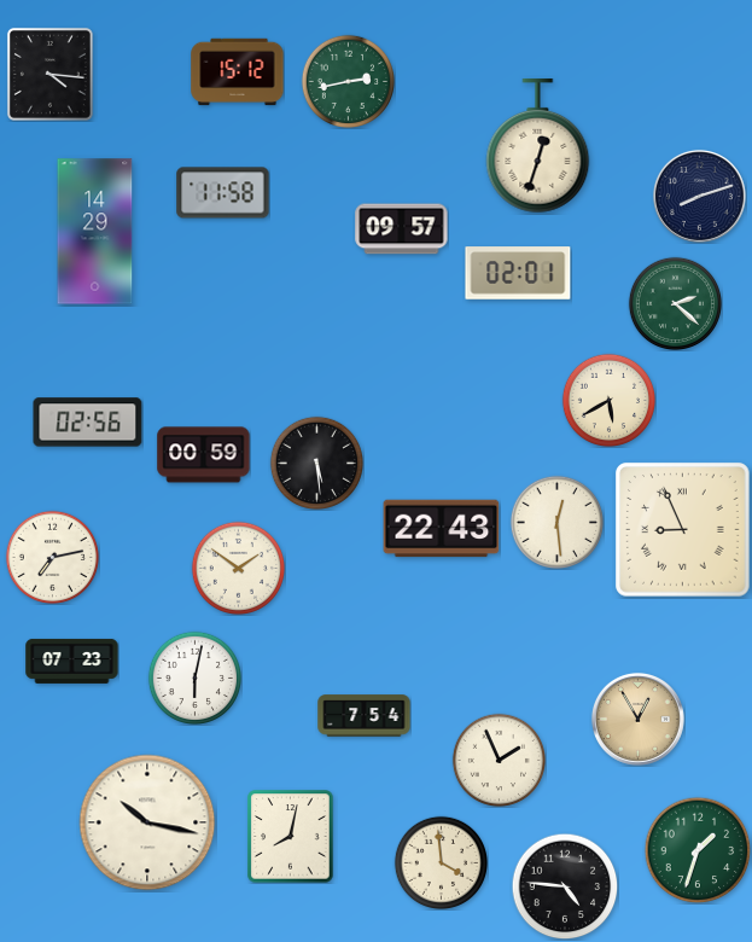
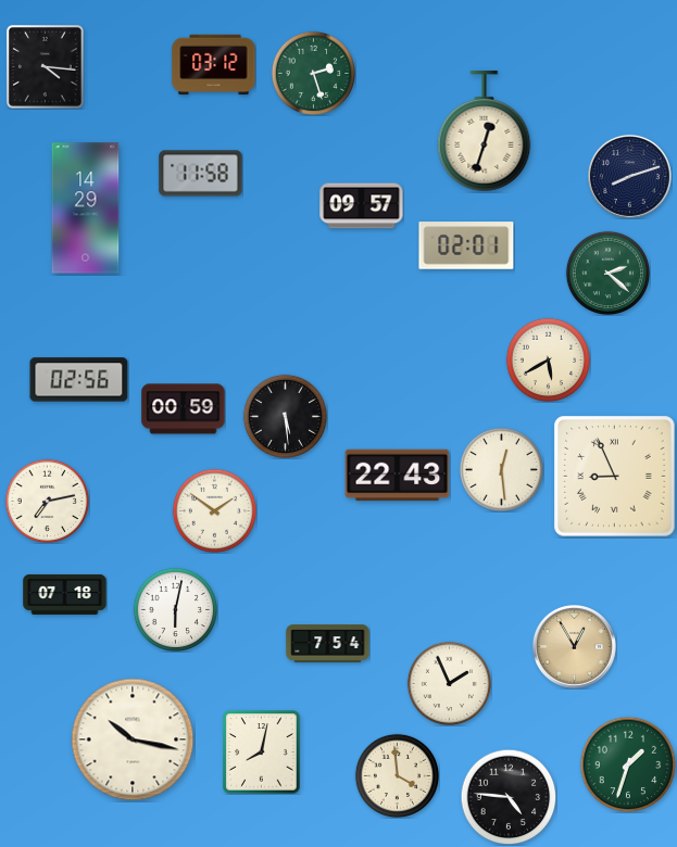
clock at (238, 72): 15:12 -> 03:12
clock at (348, 81): 2:43 -> 2:27
clock at (72, 661): 07:23 -> 07:18
